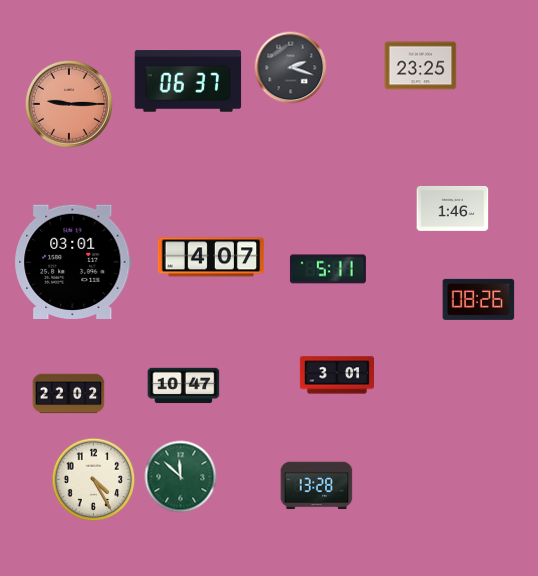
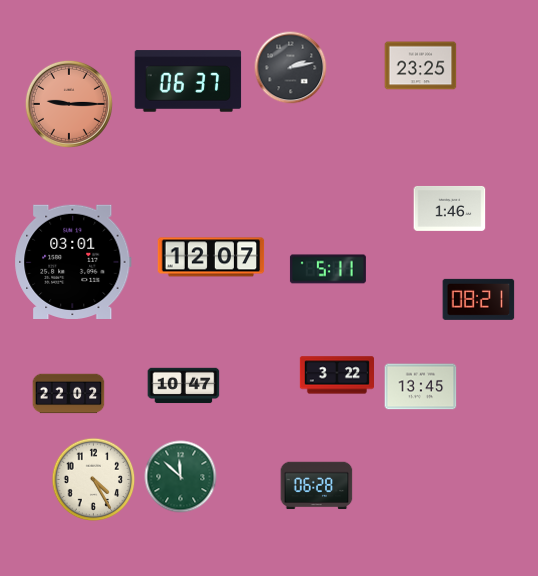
clock at (291, 68): 2:18 -> 2:13
clock at (453, 208) position: (453, 208) -> (450, 208)
clock at (211, 257): 4:07 -> 12:07
clock at (479, 299): 08:26 -> 08:21
clock at (336, 375): 3:01 -> 3:22
clock at (421, 387): none -> 13:45
clock at (317, 486): 13:28 -> 06:28
